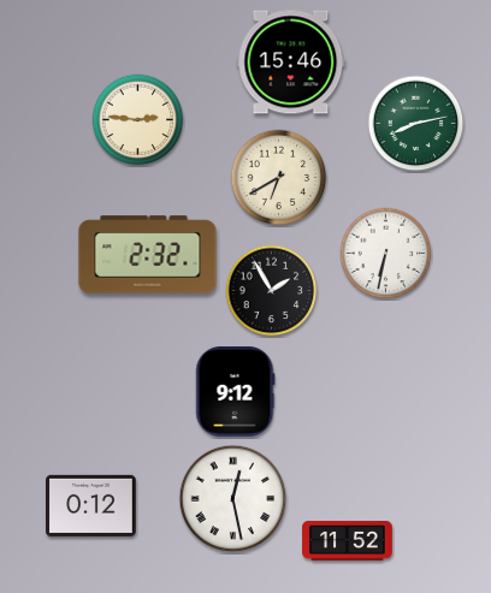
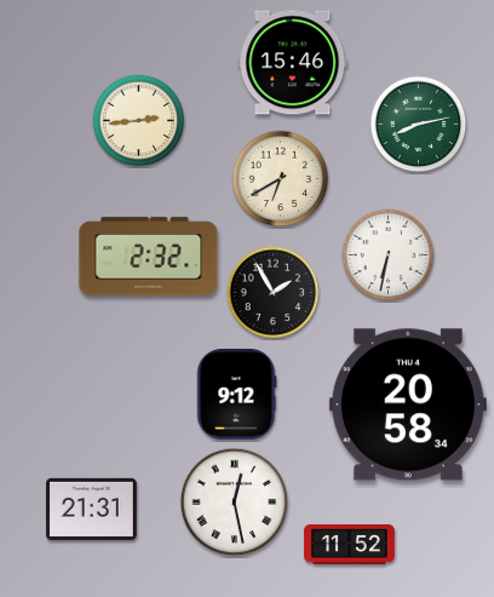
clock at (138, 120): 2:46 -> 2:44
clock at (408, 404): none -> 20:58
clock at (91, 505): 0:12 -> 21:31
